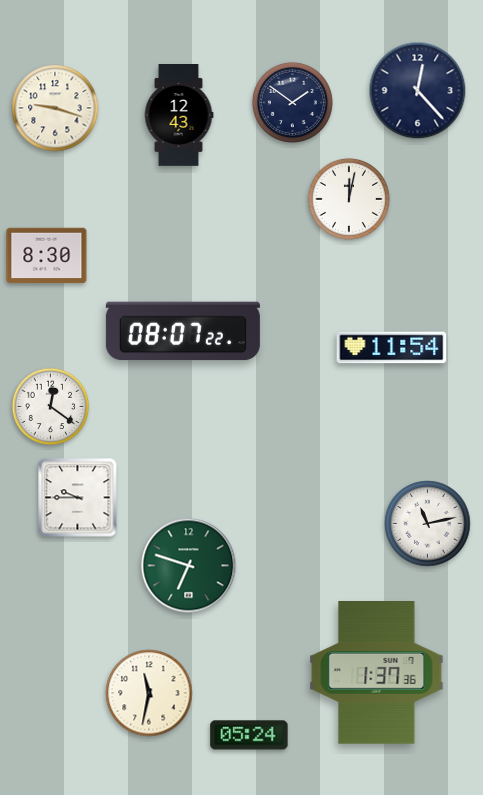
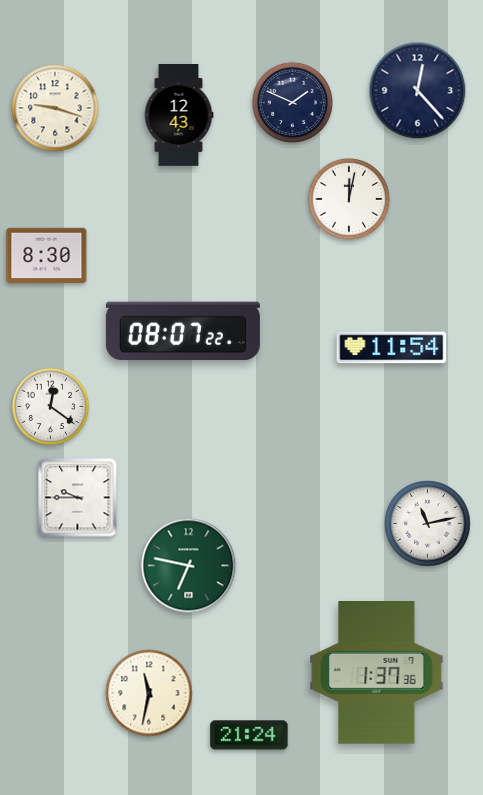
clock at (292, 102): 1:51 -> 1:49
clock at (189, 566): 6:48 -> 6:47
clock at (249, 735): 05:24 -> 21:24
